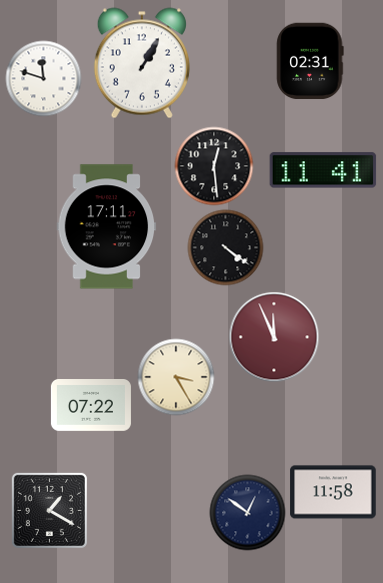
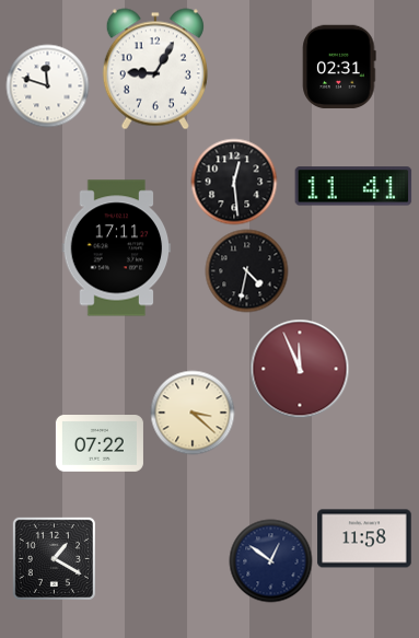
clock at (142, 63): 1:05 -> 9:05
clock at (226, 248): 4:21 -> 4:32
clock at (176, 377): 3:25 -> 3:22
